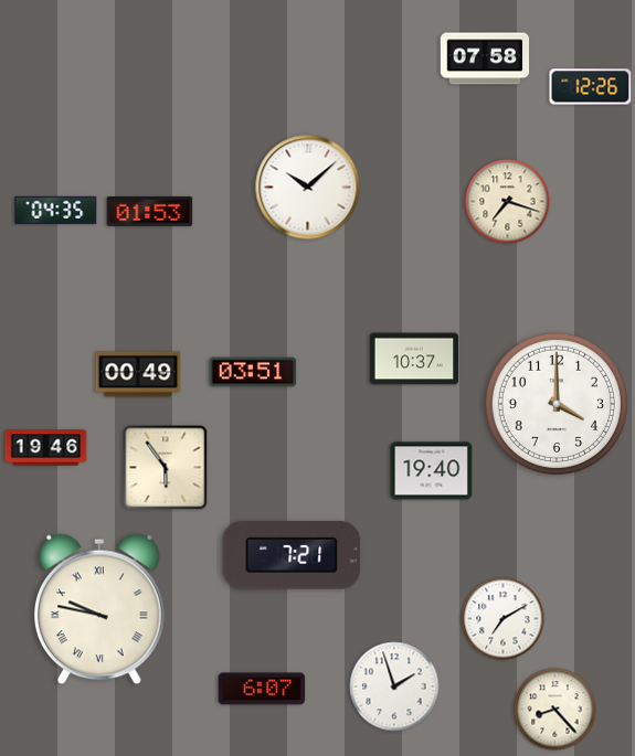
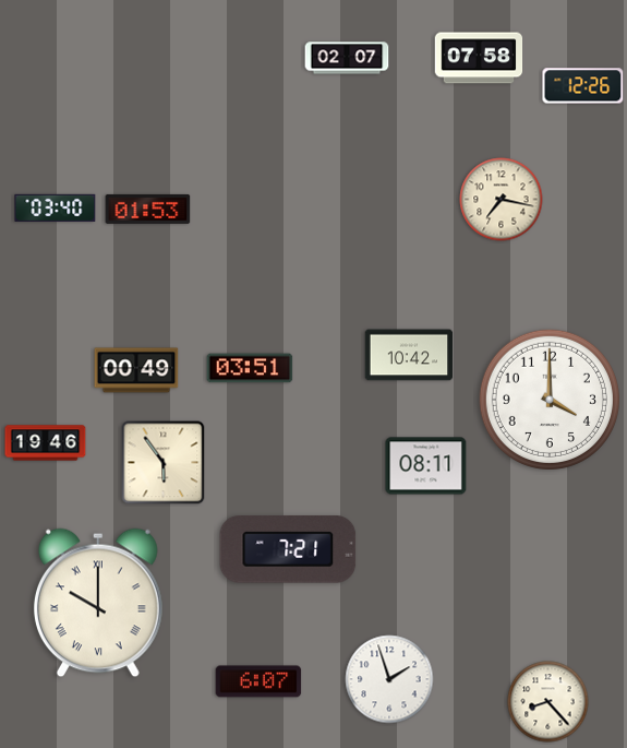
clock at (347, 58): none -> 02:07
clock at (308, 188): 10:08 -> none
clock at (508, 202): 7:18 -> 7:17
clock at (56, 210): 04:35 -> 03:40
clock at (414, 359): 10:37 -> 10:42
clock at (432, 471): 19:40 -> 08:11
clock at (99, 609): 9:47 -> 10:00
clock at (504, 619): 7:10 -> none
